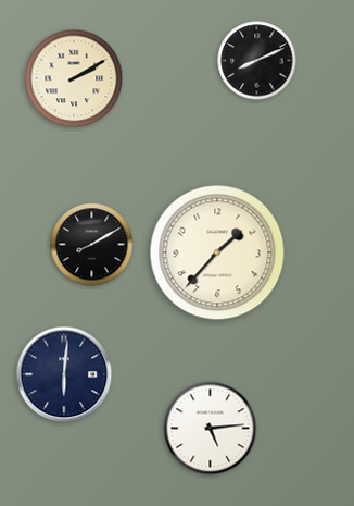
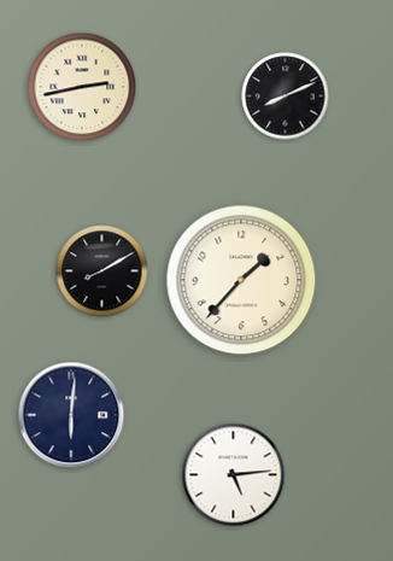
clock at (257, 61) position: (257, 61) -> (286, 97)
clock at (74, 78): 2:10 -> 2:43
